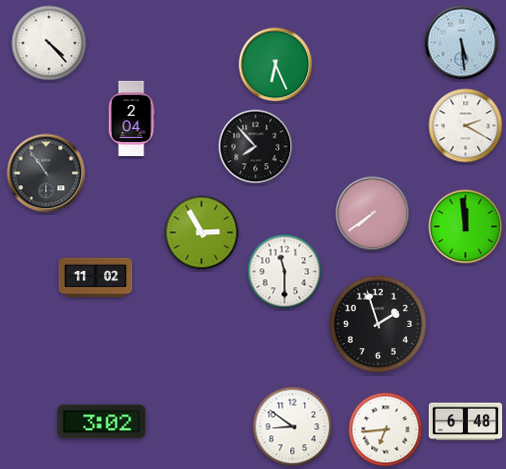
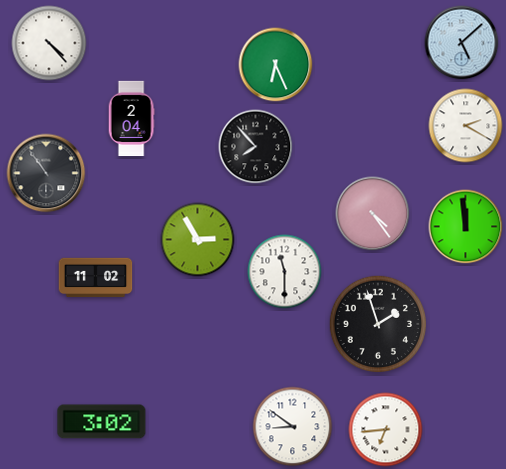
clock at (462, 43): 5:29 -> 5:08
clock at (373, 214): 7:39 -> 4:24
clock at (202, 233) position: (202, 233) -> (198, 240)
clock at (466, 422): 6:48 -> none
